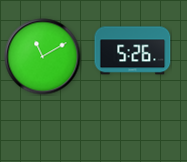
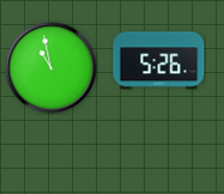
clock at (43, 57): 11:10 -> 10:58
